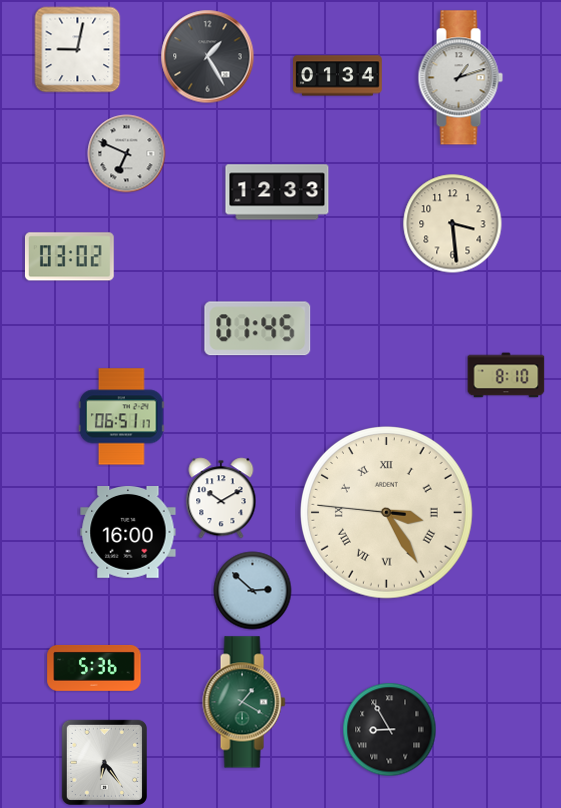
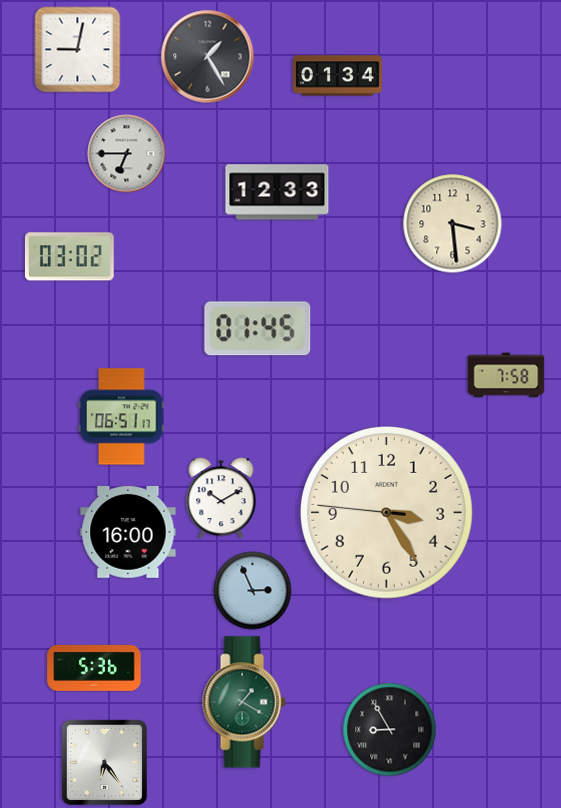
clock at (460, 78): 1:12 -> none
clock at (127, 154): 6:49 -> 6:45
clock at (506, 375): 8:10 -> 7:58
clock at (387, 513) numerals: Roman -> Arabic
clock at (253, 591): 2:52 -> 2:56
